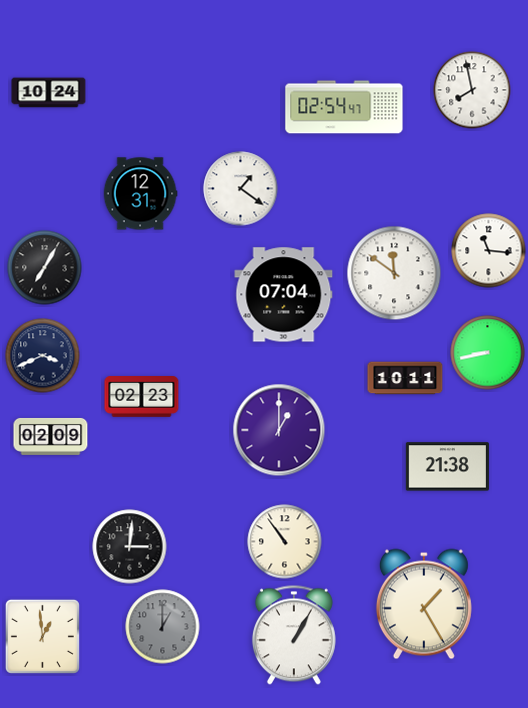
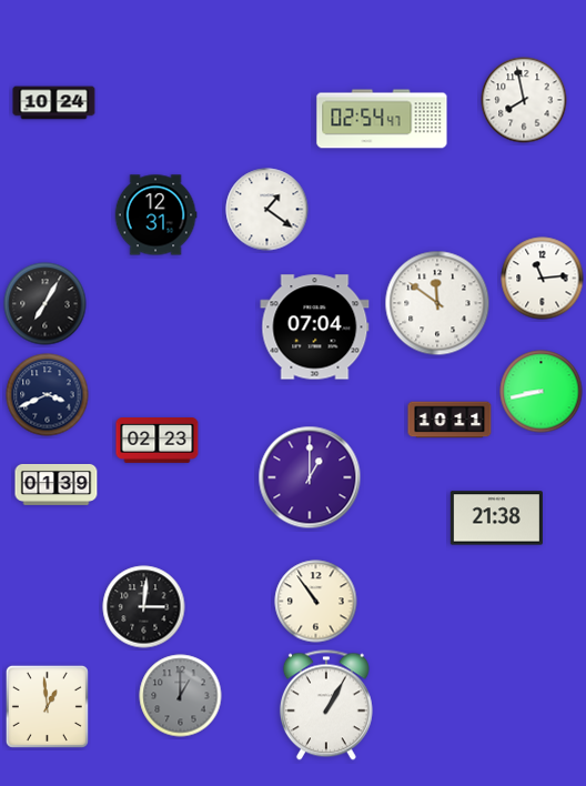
clock at (489, 251): 11:16 -> 11:14
clock at (45, 268) position: (45, 268) -> (46, 304)
clock at (51, 436): 02:09 -> 01:39
clock at (424, 604): 1:25 -> none
